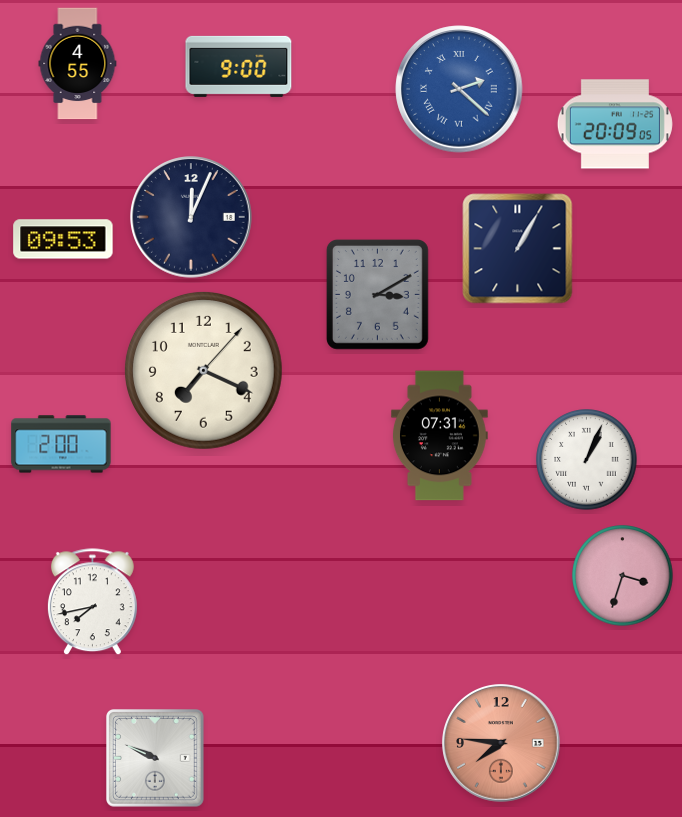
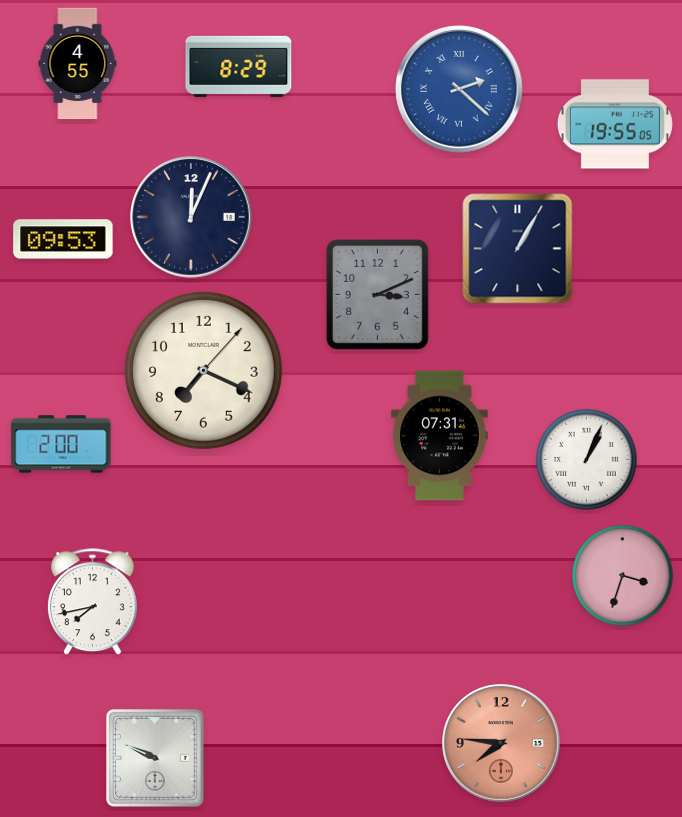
clock at (239, 66): 9:00 -> 8:29
clock at (615, 124): 20:09 -> 19:55
clock at (377, 294): 3:10 -> 3:11
